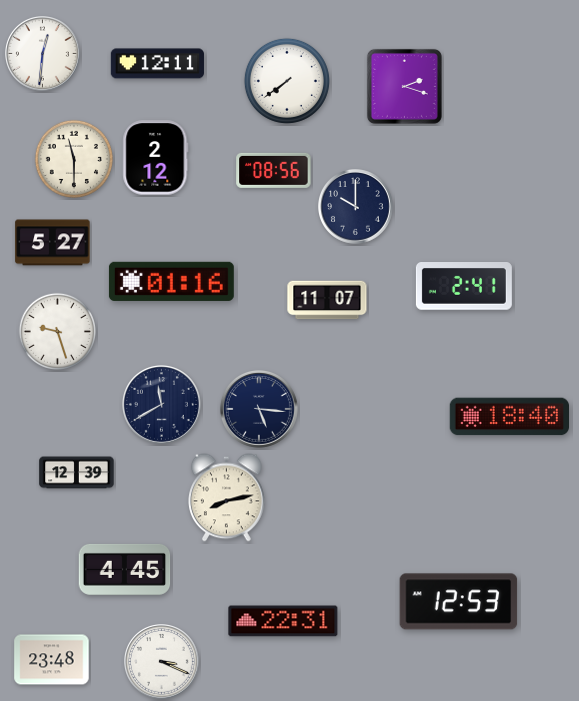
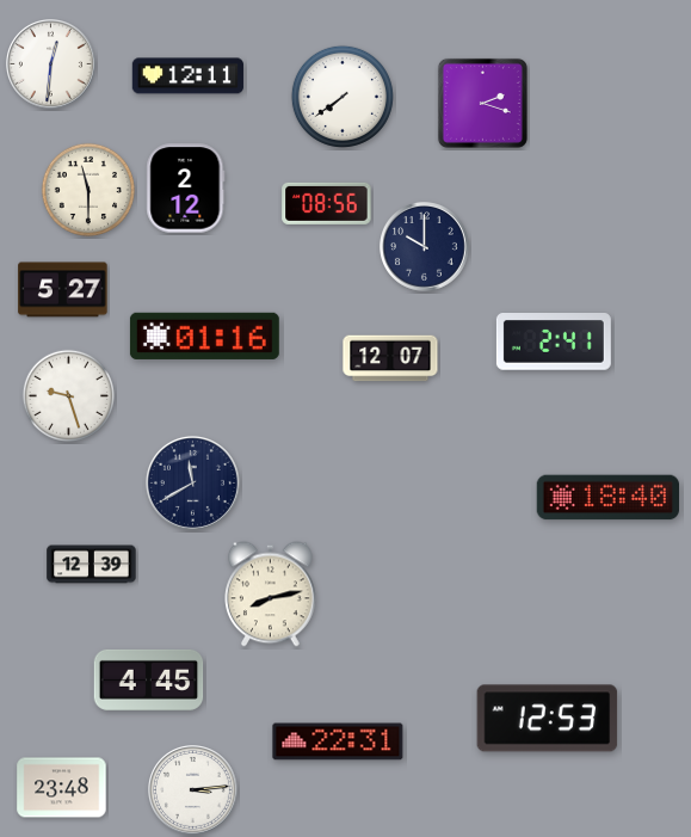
clock at (327, 300): 11:07 -> 12:07
clock at (259, 409): 5:16 -> none
clock at (162, 662): 3:19 -> 3:14
